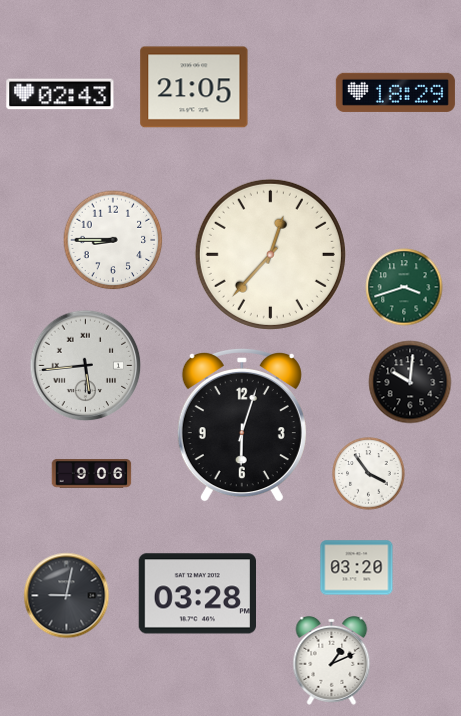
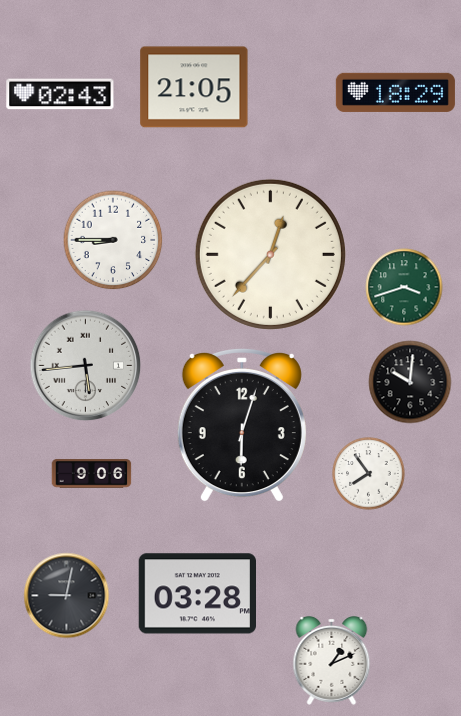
clock at (369, 474): 3:54 -> 7:54
clock at (357, 568): 03:20 -> none
